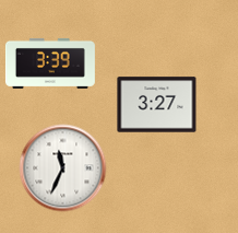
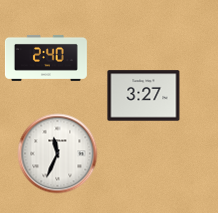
clock at (50, 63): 3:39 -> 2:40
